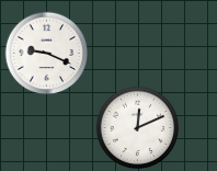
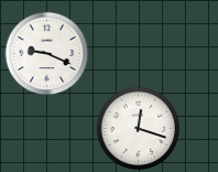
clock at (138, 128): 12:11 -> 12:18
